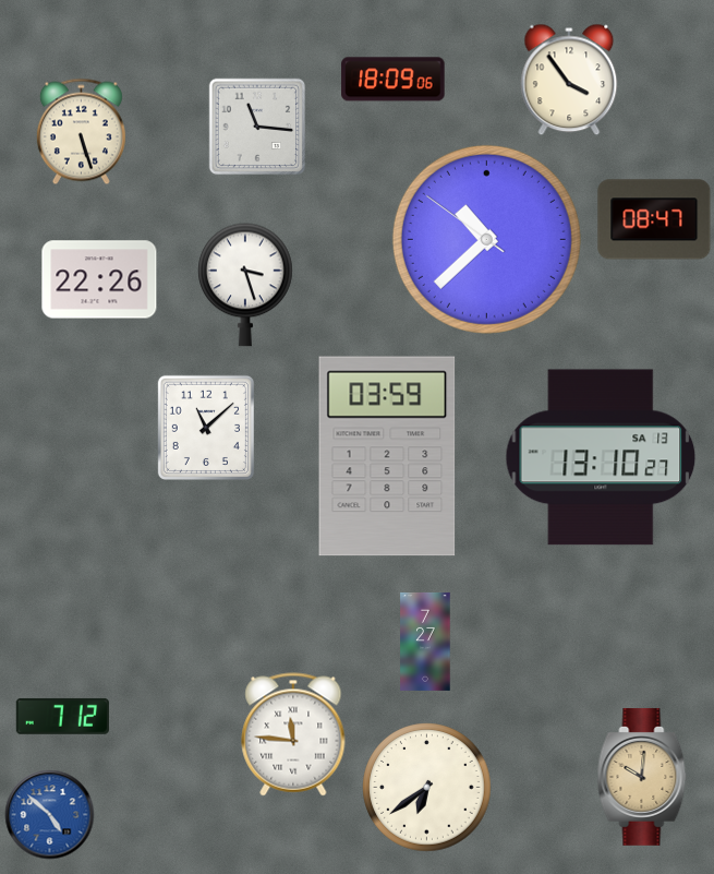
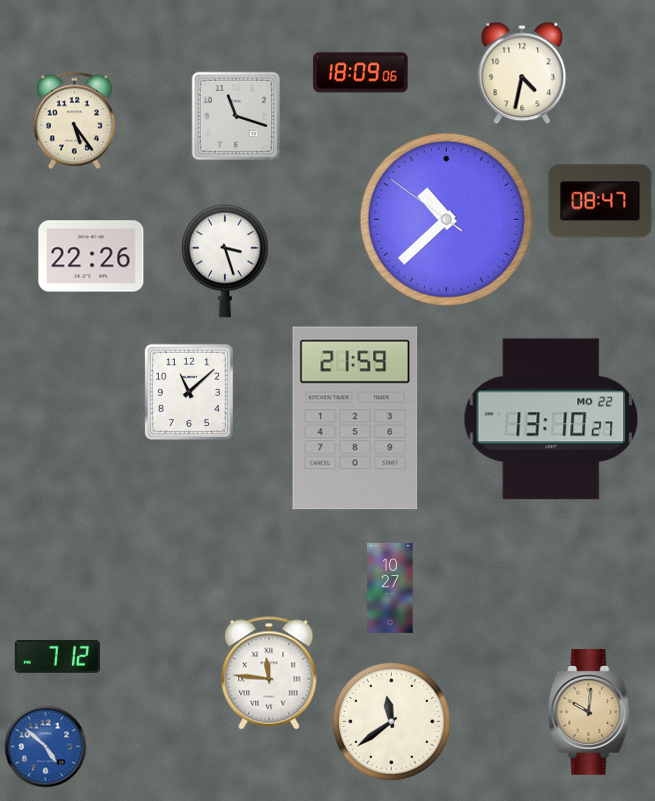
clock at (569, 80): 3:54 -> 4:32
clock at (257, 127): 11:16 -> 11:18
clock at (81, 132): 5:27 -> 5:24
clock at (387, 456): 03:59 -> 21:59
clock at (601, 457) date: SA 13 -> MO 22
clock at (425, 642): 7:27 -> 10:27
clock at (427, 788): 6:39 -> 11:39
